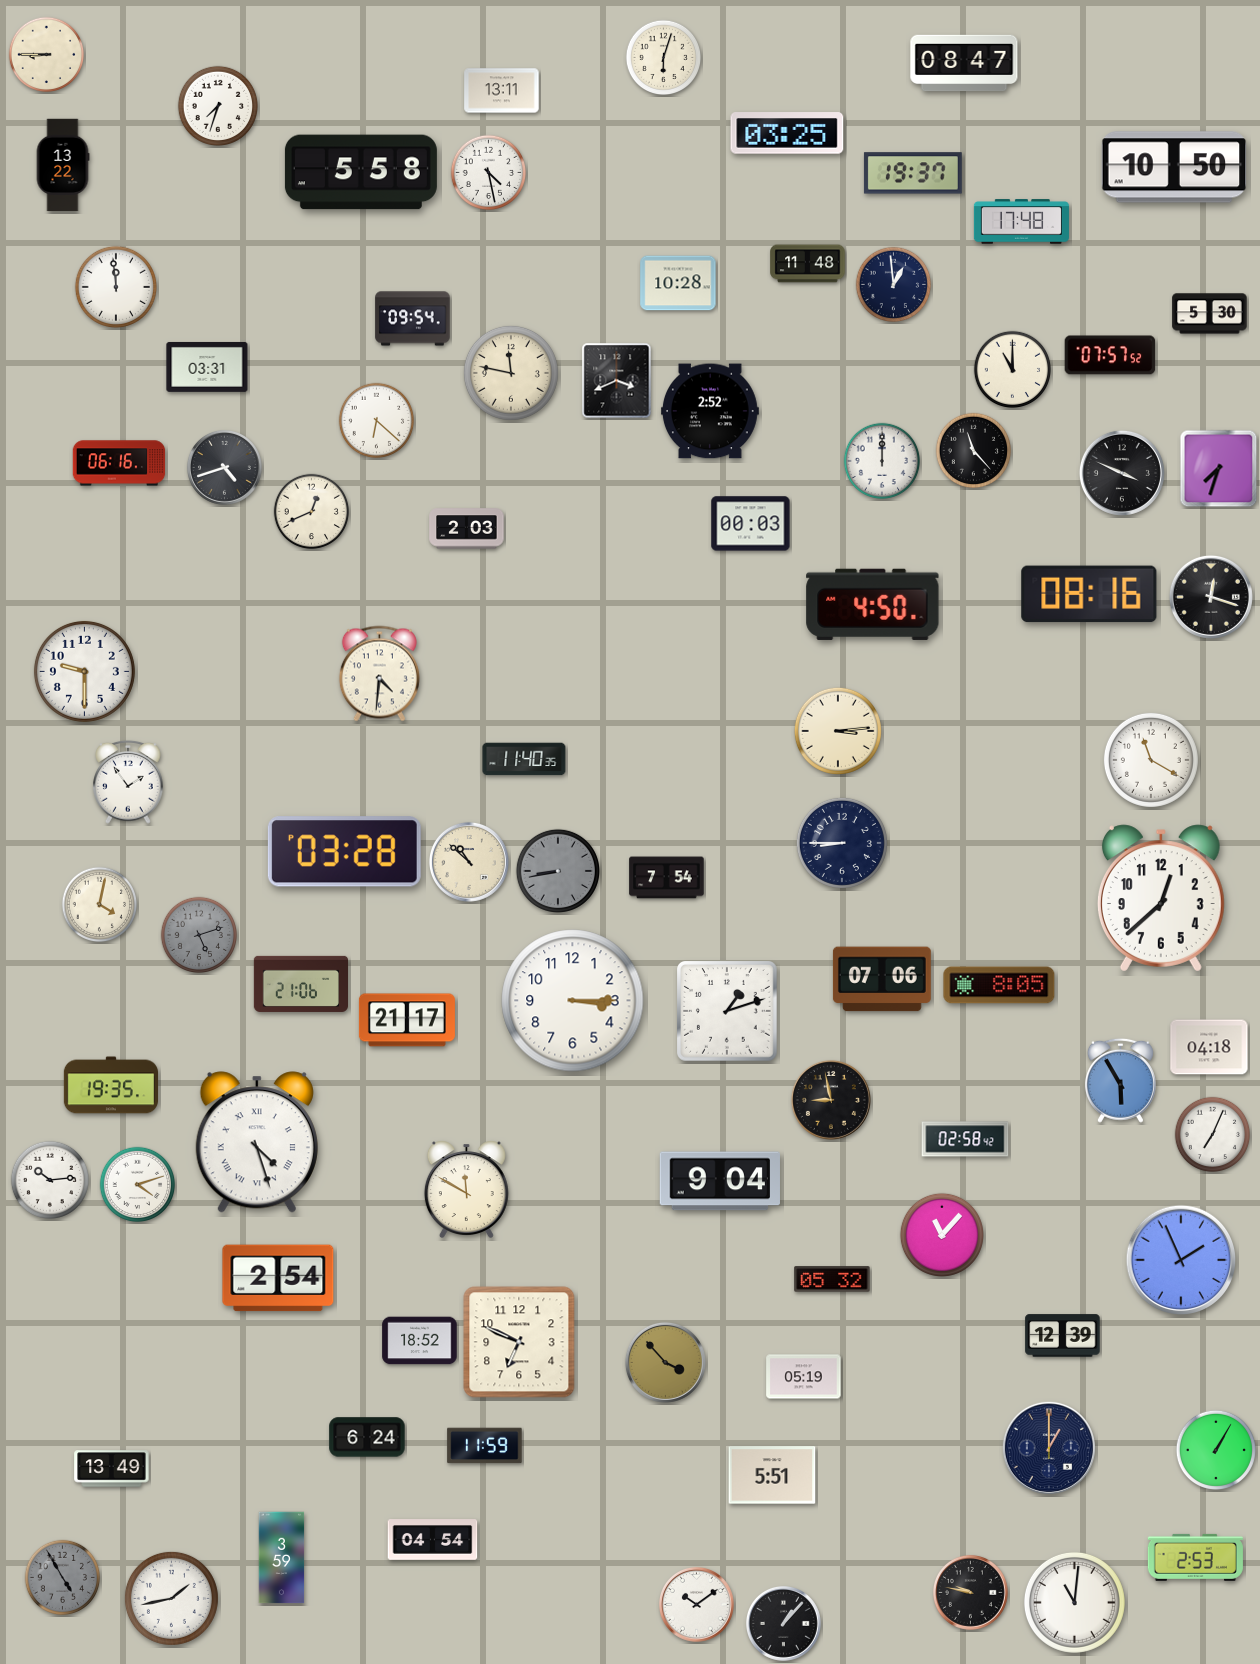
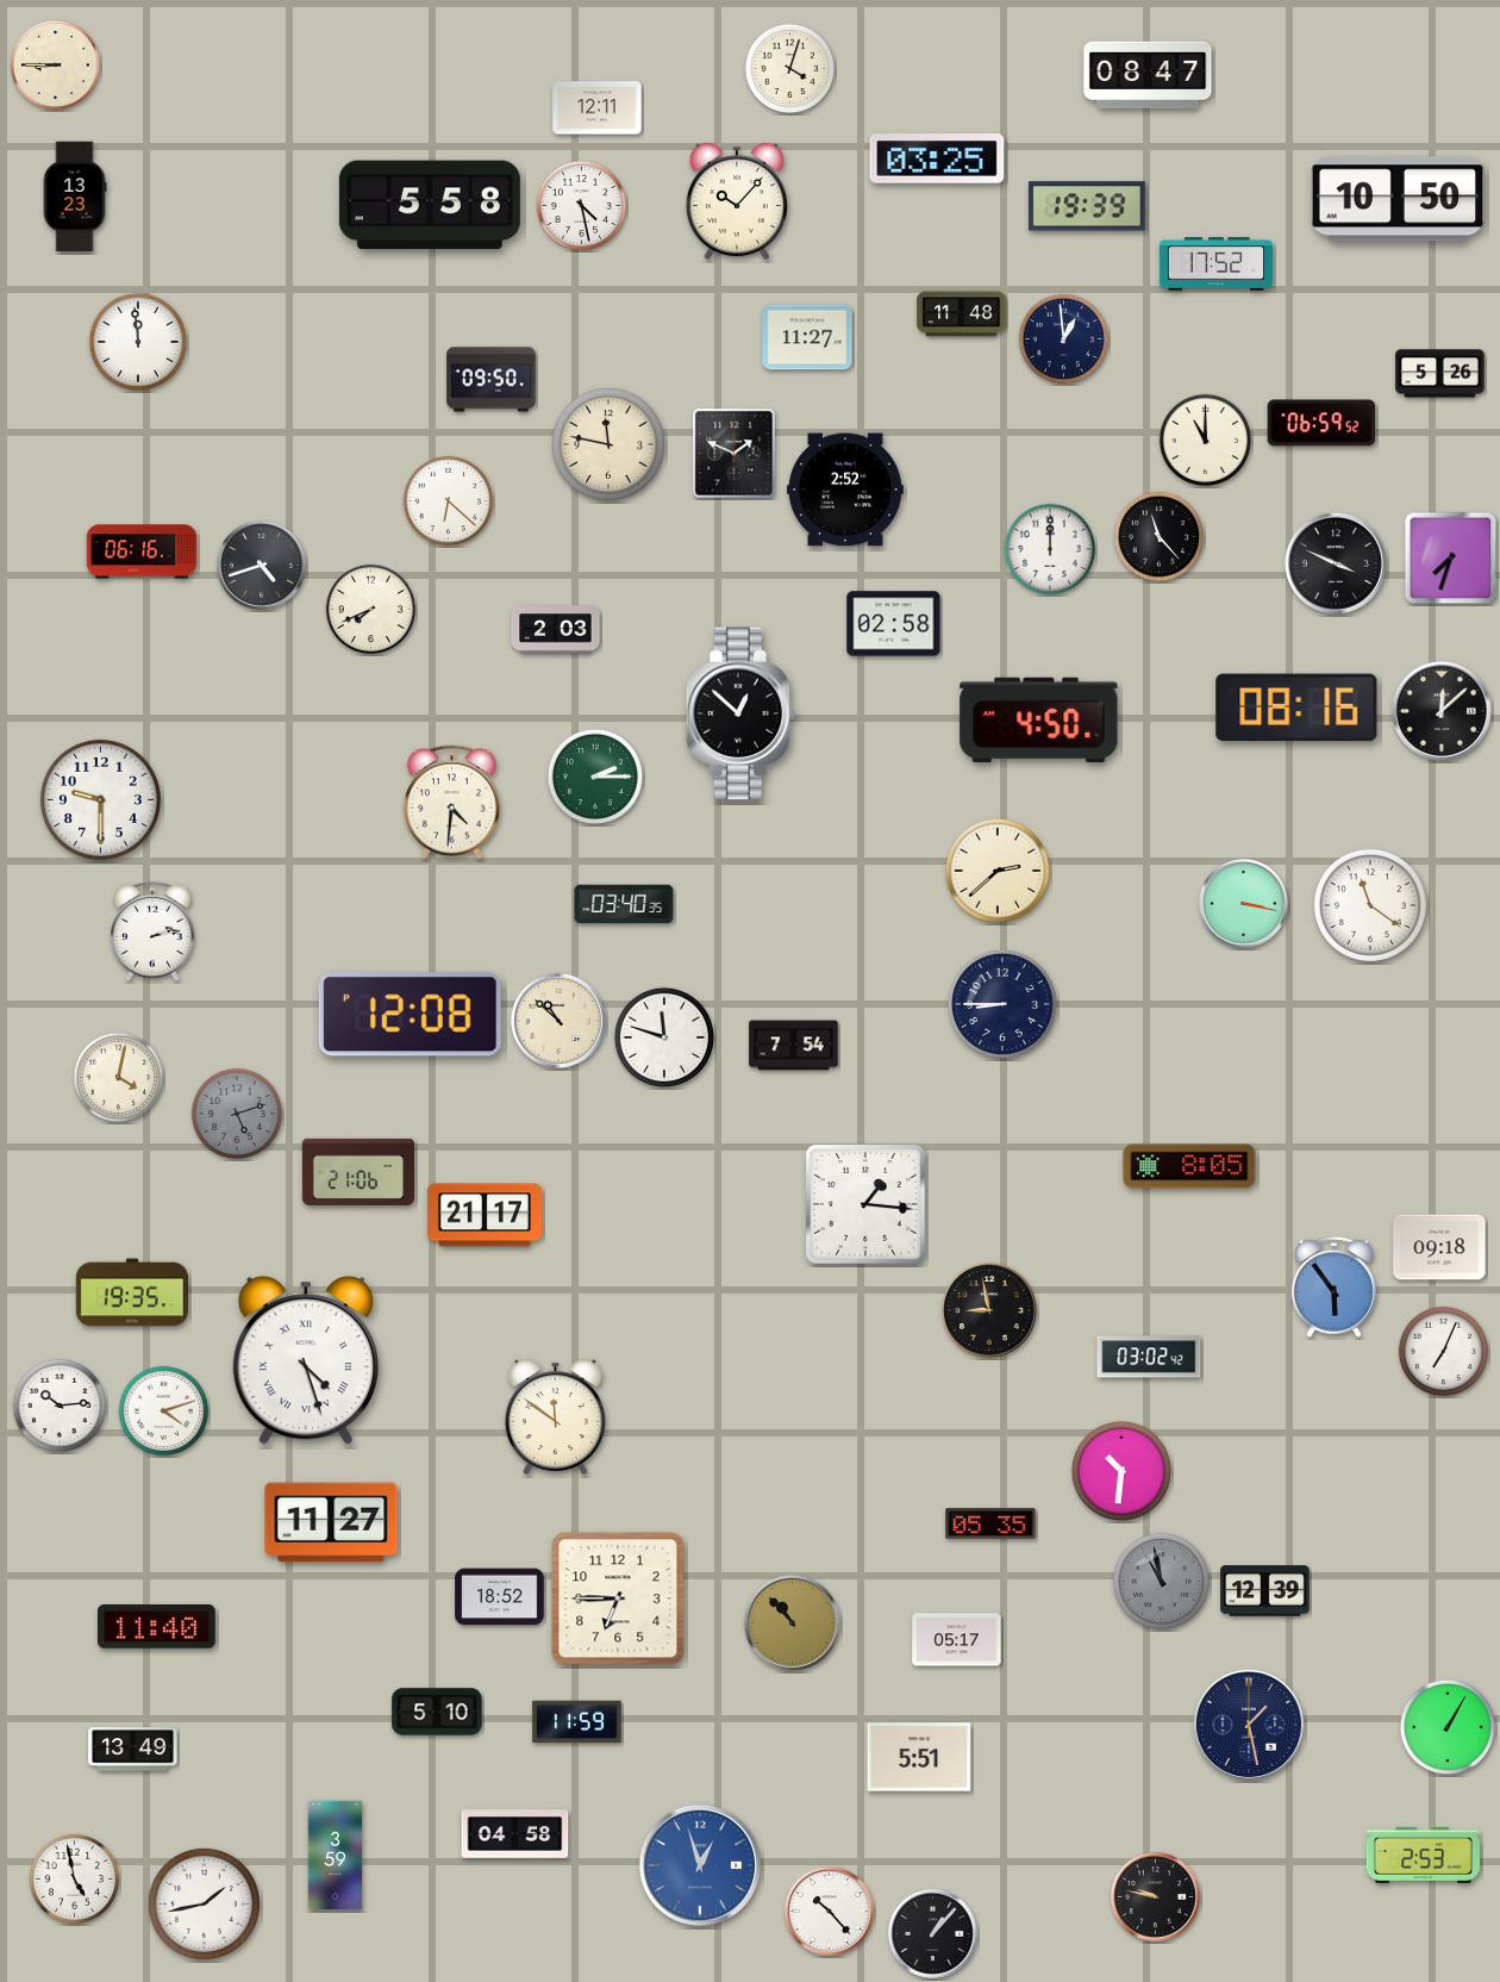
clock at (664, 58): 6:03 -> 4:03
clock at (502, 91): 13:11 -> 12:11
clock at (217, 105): 7:33 -> none
clock at (63, 165): 13:22 -> 13:23
clock at (737, 201): none -> 10:07
clock at (913, 173): 19:37 -> 19:39
clock at (1021, 222): 17:48 -> 17:52
clock at (678, 283): 10:28 -> 11:27
clock at (1210, 314): 5:30 -> 5:26
clock at (413, 319): 09:54 -> 09:50
clock at (1110, 355): 07:57 -> 06:59
clock at (207, 367): 03:31 -> none
clock at (617, 381): 3:41 -> 1:49
clock at (224, 467) position: (224, 467) -> (261, 565)
clock at (312, 512): 12:41 -> 7:41
clock at (751, 524): 00:03 -> 02:58
clock at (1211, 597): 12:18 -> 12:08
clock at (740, 713): none -> 12:52
clock at (594, 775): none -> 2:15
clock at (838, 731): 3:14 -> 2:38
clock at (1243, 903): none -> 3:17
clock at (524, 759): 11:40 -> 03:40
clock at (1151, 760): 11:20 -> 11:21
clock at (129, 782): 1:54 -> 2:13
clock at (344, 852): 03:28 -> 12:08
clock at (469, 862) position: (469, 862) -> (558, 1021)
clock at (558, 871): 8:43 -> 11:48
clock at (558, 871) dial: grey -> white
clock at (1161, 898): 12:38 -> none
clock at (882, 979): 07:06 -> none
clock at (999, 985) position: (999, 985) -> (1189, 1166)
clock at (573, 1001): 3:15 -> none
clock at (728, 1012): 1:12 -> 1:16
clock at (1209, 1047): 04:18 -> 09:18
clock at (1120, 1080): 5:55 -> 5:54
clock at (965, 1139): 02:58 -> 03:02
clock at (720, 1181): 9:04 -> none
clock at (466, 1189): 11:50 -> 11:51
clock at (942, 1235): 11:07 -> 10:31
clock at (1181, 1260): 1:56 -> none
clock at (278, 1278): 2:54 -> 11:27
clock at (832, 1279): 05:32 -> 05:35
clock at (1161, 1581): none -> 10:58
clock at (519, 1342): 6:49 -> 6:45
clock at (665, 1362): 3:53 -> 10:53
clock at (156, 1627): none -> 11:40
clock at (804, 1377): 05:19 -> 05:17
clock at (367, 1437): 6:24 -> 5:10
clock at (1049, 1448): 1:00 -> 1:28
clock at (433, 1540): 04:54 -> 04:58
clock at (699, 1864): none -> 12:57
clock at (63, 1578): 4:55 -> 4:58
clock at (63, 1578) dial: grey -> white
clock at (1074, 1602): 11:01 -> none
clock at (696, 1604): 10:09 -> 10:23
